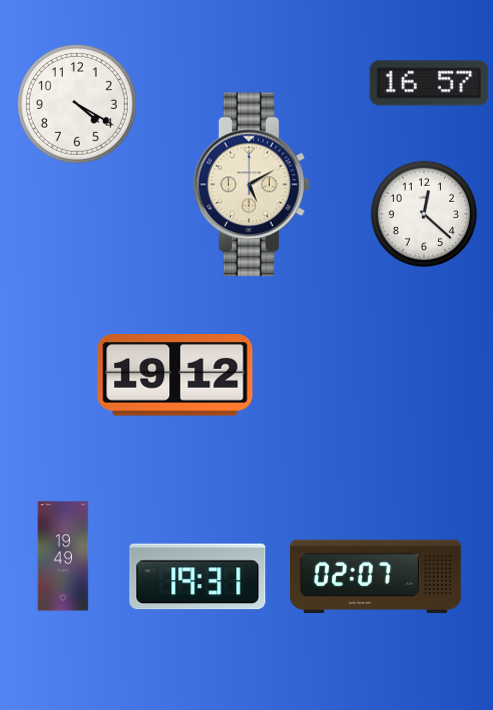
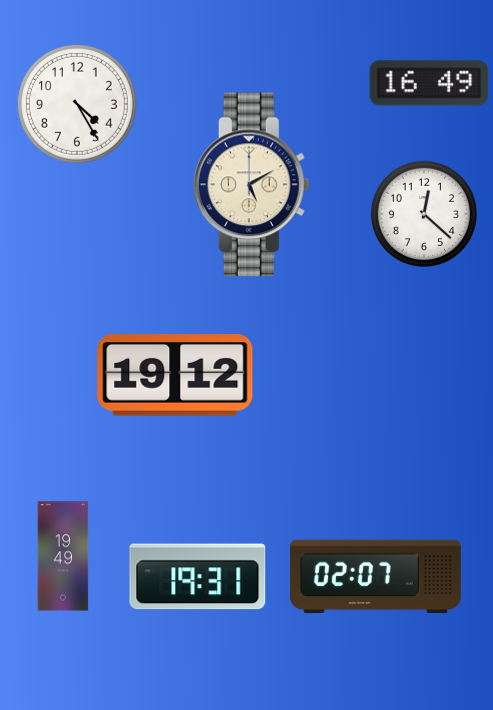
clock at (429, 83): 16:57 -> 16:49
clock at (77, 104): 4:20 -> 4:25
